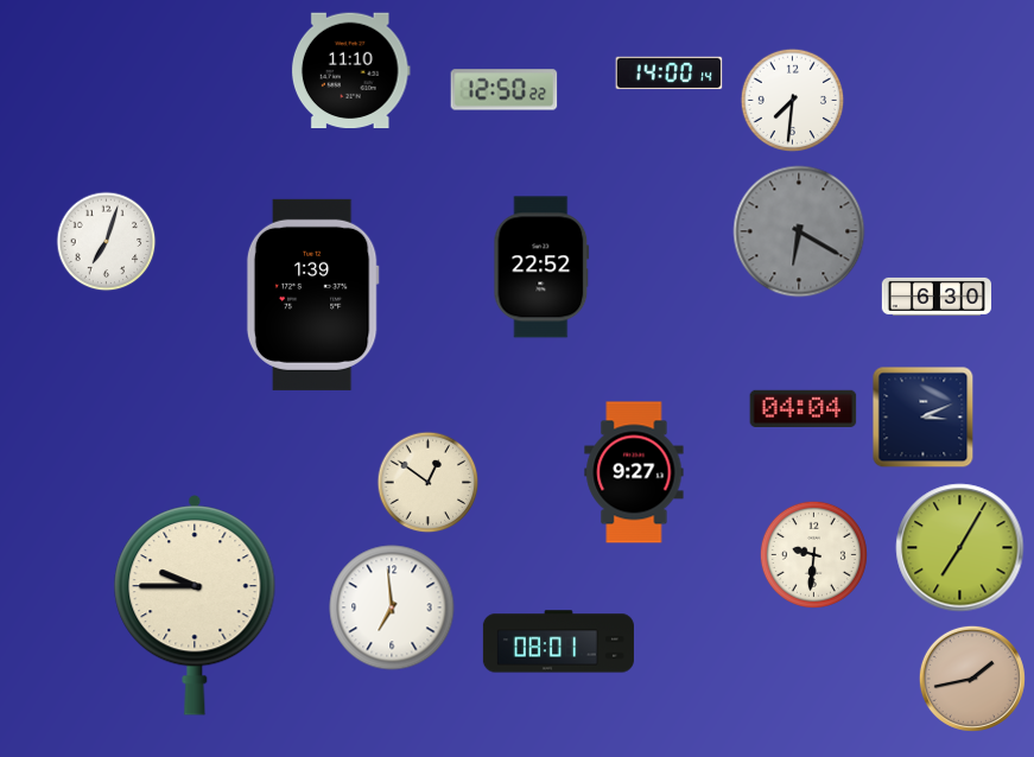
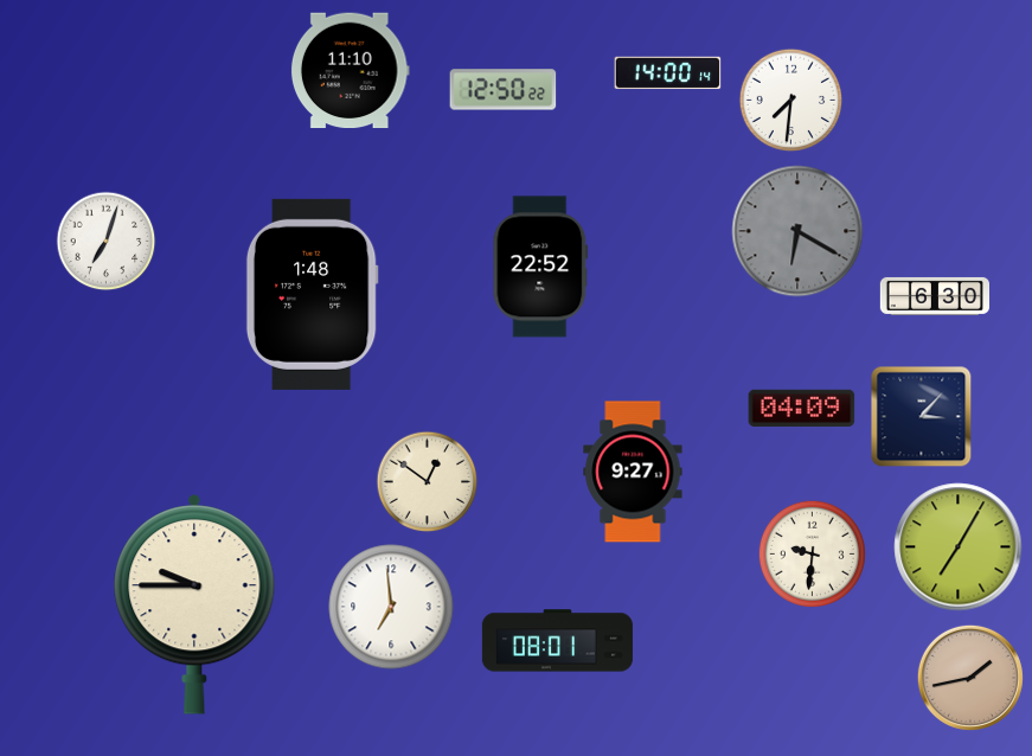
clock at (312, 294): 1:39 -> 1:48
clock at (804, 408): 04:04 -> 04:09
clock at (924, 418): 3:11 -> 3:07
